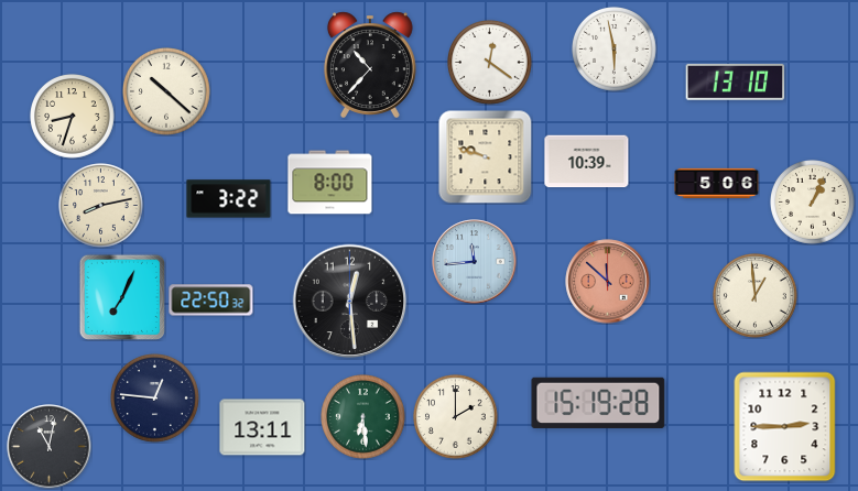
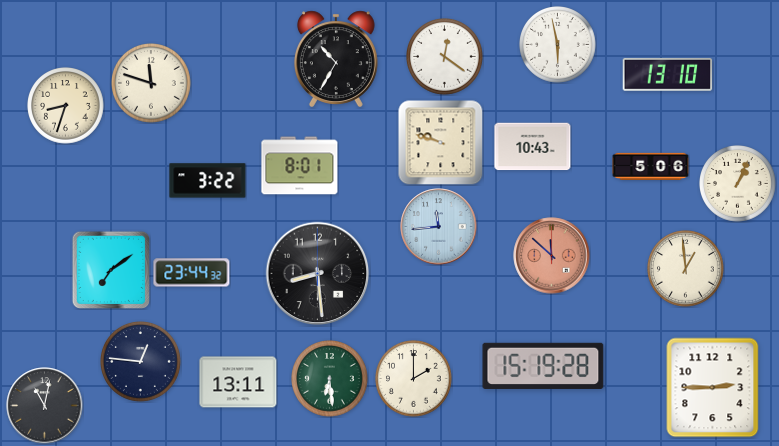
clock at (370, 65): 10:37 -> 10:35
clock at (167, 92): 10:22 -> 11:48
clock at (587, 162): 10:39 -> 10:43
clock at (330, 183): 8:00 -> 8:01
clock at (101, 206): 8:13 -> none
clock at (475, 262) position: (475, 262) -> (439, 227)
clock at (122, 297): 7:04 -> 7:09
clock at (211, 301): 22:50 -> 23:44
clock at (350, 302): 12:29 -> 8:29
clock at (262, 427) position: (262, 427) -> (238, 382)
